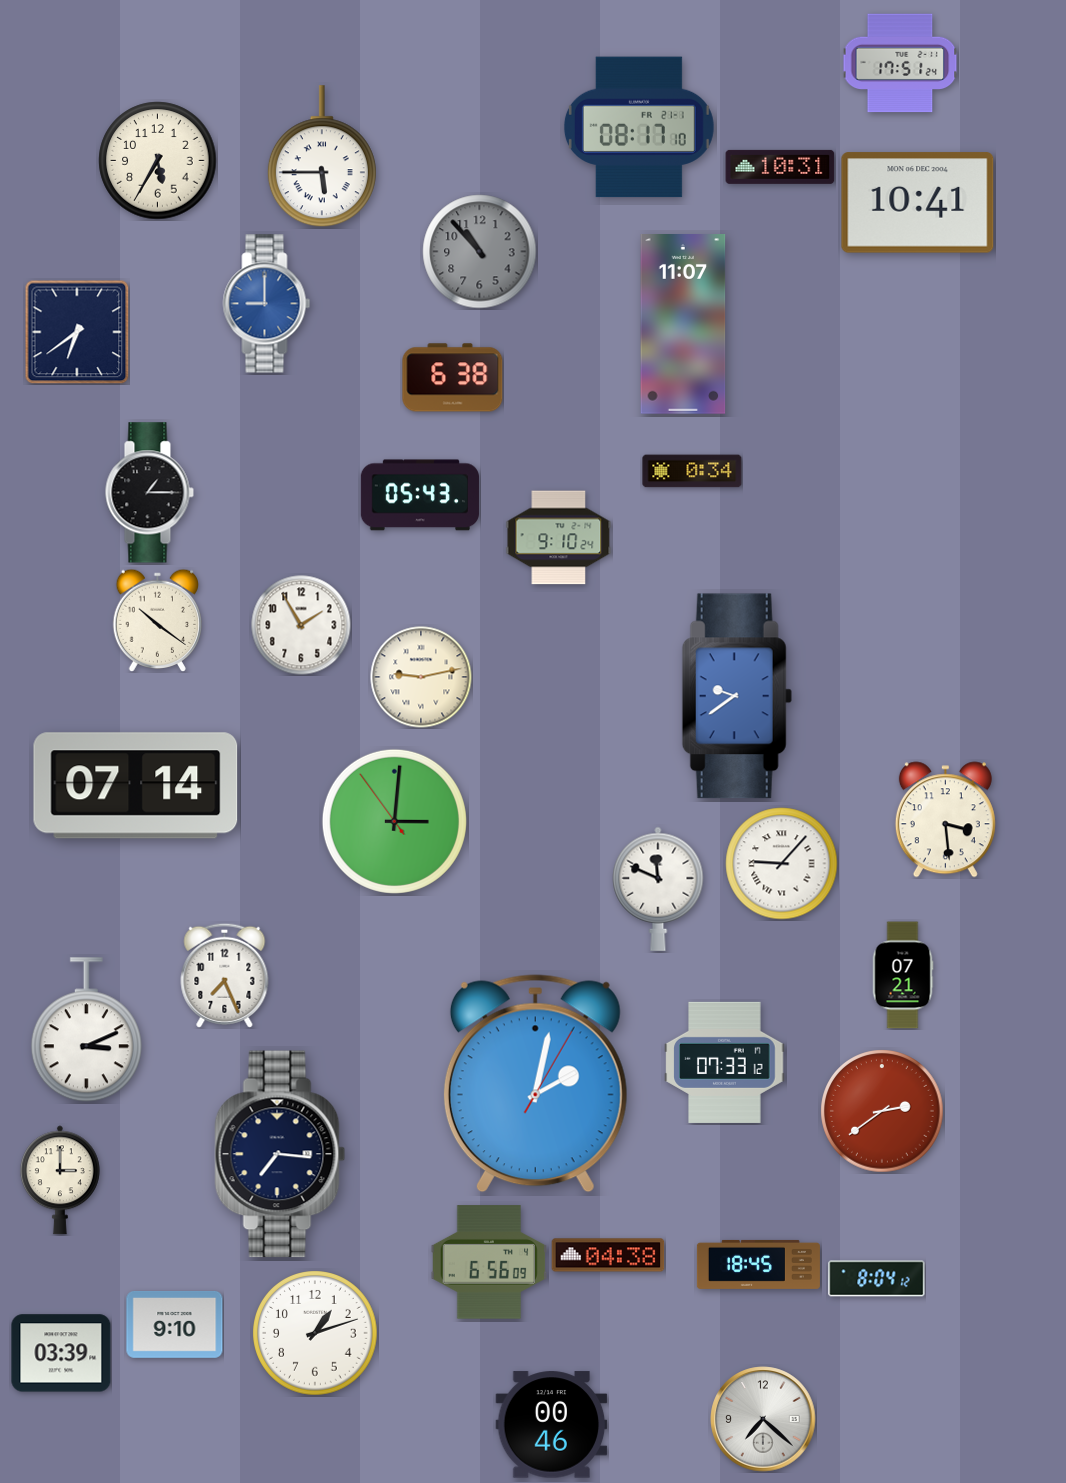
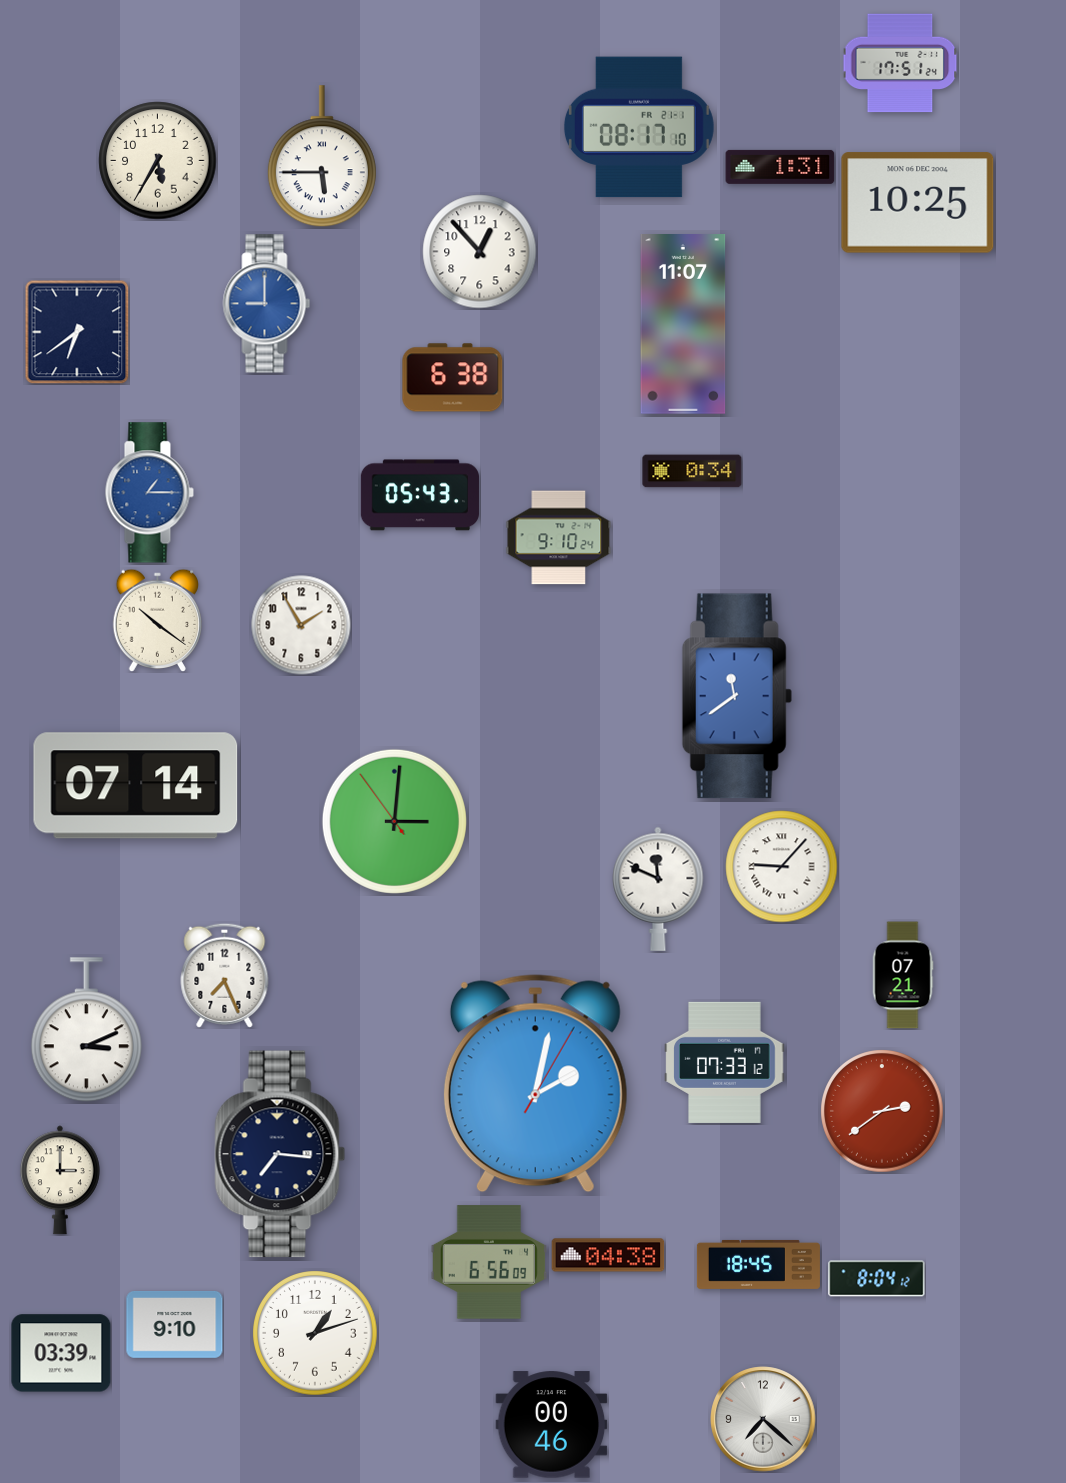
clock at (780, 167): 10:31 -> 1:31
clock at (918, 203): 10:41 -> 10:25
clock at (480, 252): 10:53 -> 12:53
clock at (480, 252) dial: grey -> white
clock at (149, 493) dial: black -> blue
clock at (421, 677): 9:13 -> none
clock at (737, 696): 9:39 -> 11:39
clock at (945, 820): 3:29 -> none
clock at (782, 864) position: (782, 864) -> (782, 867)
